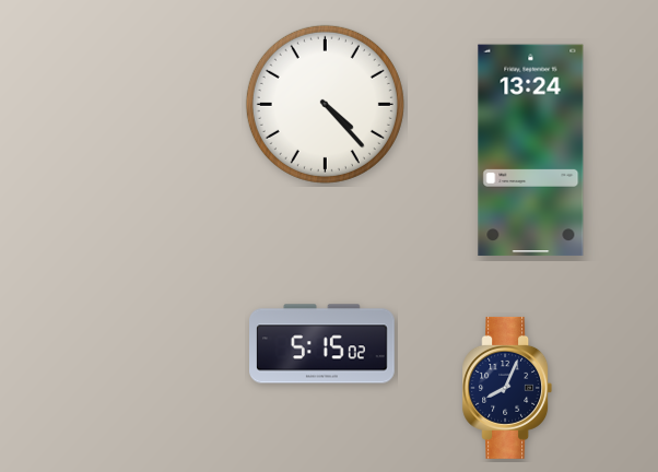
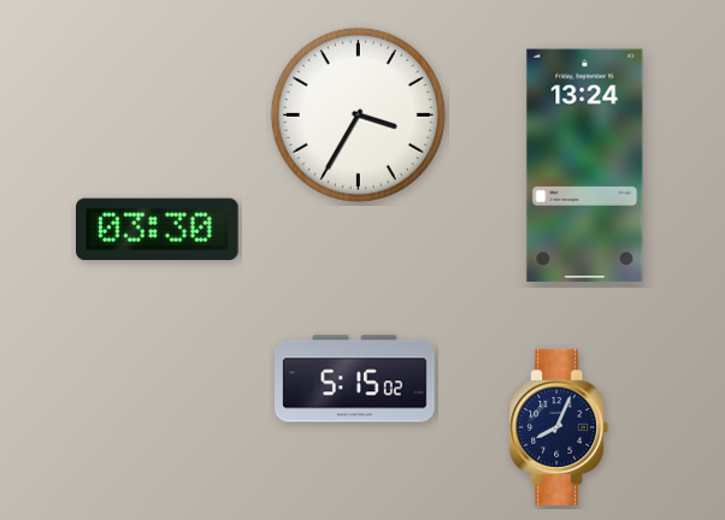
clock at (325, 104): 4:23 -> 3:35
clock at (158, 229): none -> 03:30
